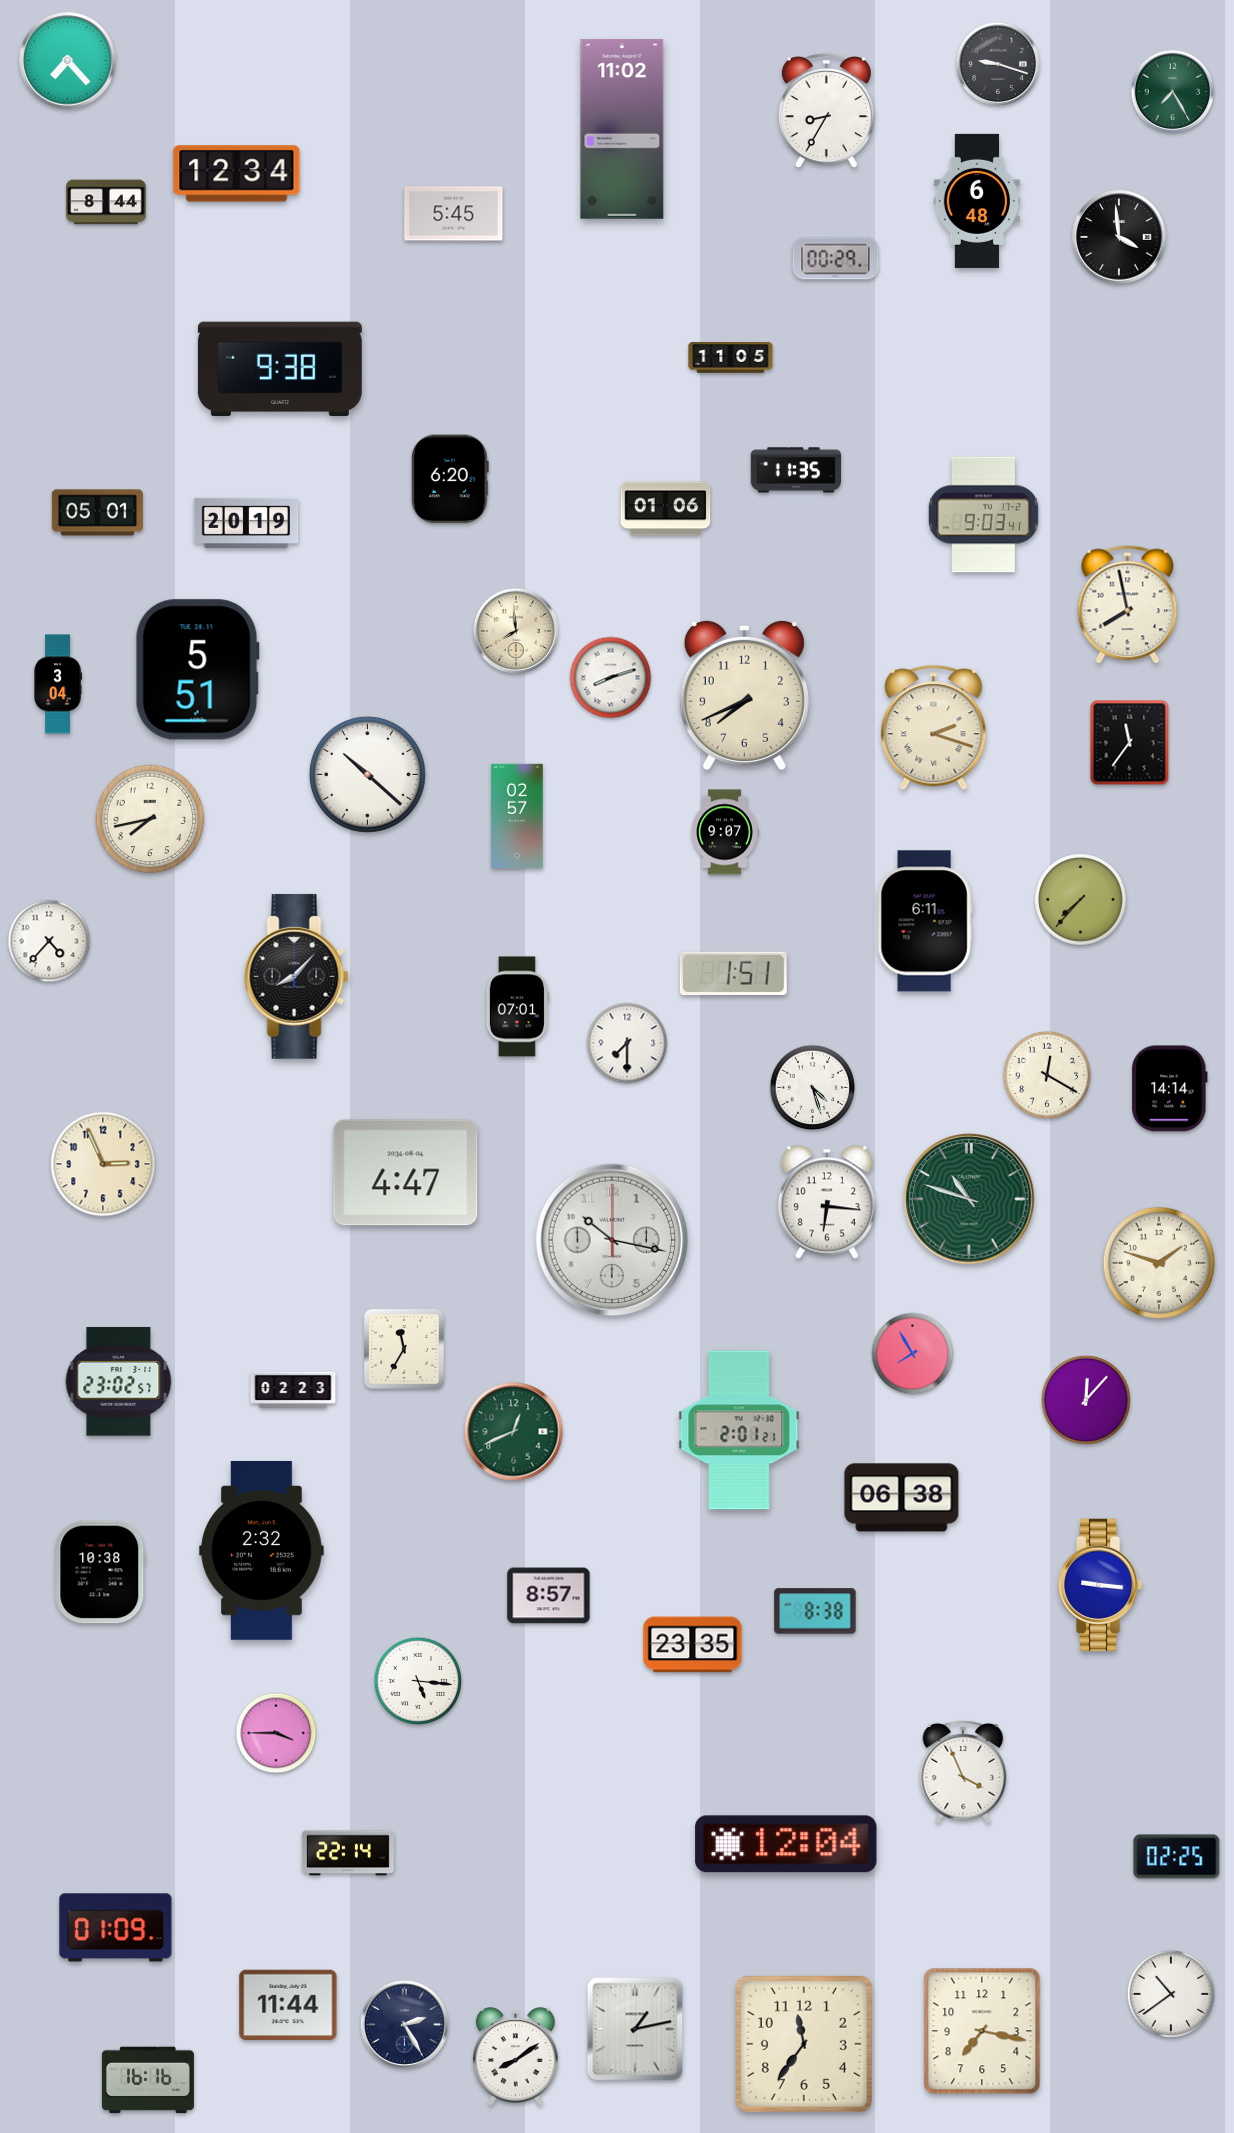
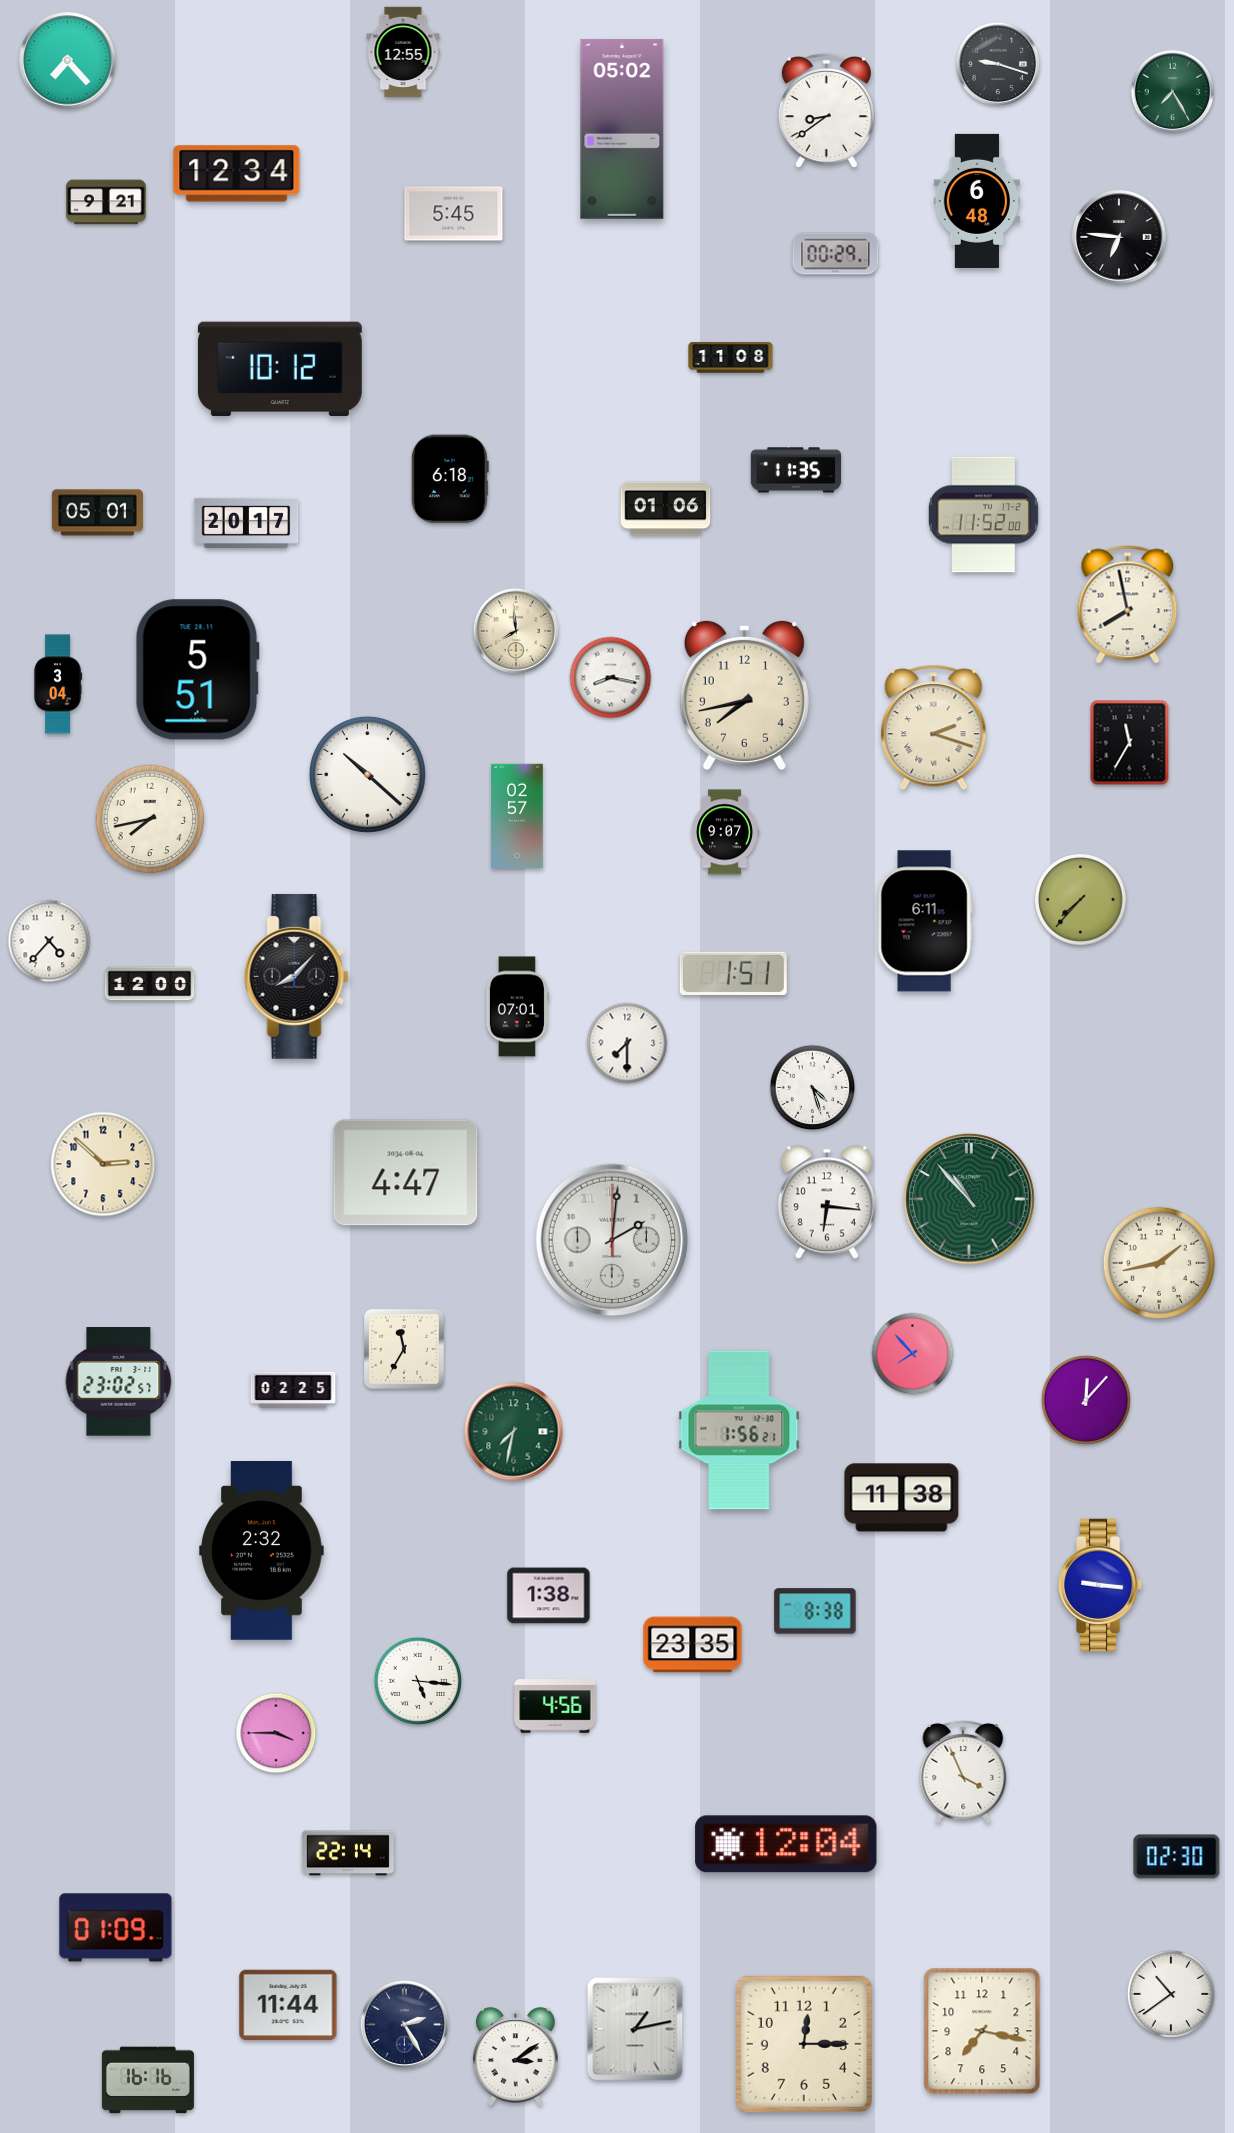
clock at (403, 52): none -> 12:55
clock at (826, 112): 8:35 -> 8:39
clock at (622, 129): 11:02 -> 05:02
clock at (106, 202): 8:44 -> 9:21
clock at (1119, 237): 3:59 -> 6:46
clock at (836, 259) position: (836, 259) -> (836, 254)
clock at (731, 358): 11:05 -> 11:08
clock at (280, 368): 9:38 -> 10:12
clock at (450, 479): 6:20 -> 6:18
clock at (983, 515): 9:03 -> 11:52
clock at (246, 522): 20:19 -> 20:17
clock at (611, 678): 8:12 -> 8:17
clock at (744, 695): 7:41 -> 7:43
clock at (1130, 743): 11:36 -> 11:35
clock at (150, 984): none -> 12:00
clock at (1047, 1075): 12:20 -> none
clock at (1170, 1089): 14:14 -> none
clock at (103, 1164): 2:56 -> 2:52
clock at (969, 1199): 10:48 -> 10:53
clock at (612, 1240): 10:17 -> 2:01
clock at (1159, 1263): 1:48 -> 1:43
clock at (913, 1354): 7:55 -> 7:53
clock at (293, 1389): 02:23 -> 02:25
clock at (739, 1430): 2:01 -> 1:56
clock at (514, 1432): 12:41 -> 7:32
clock at (902, 1498): 06:38 -> 11:38
clock at (100, 1572): 10:38 -> none
clock at (549, 1596): 8:57 -> 1:38
clock at (555, 1706): none -> 4:56
clock at (1177, 1857): 02:25 -> 02:30
clock at (804, 2044): 11:36 -> 12:15
clock at (516, 2057): 8:09 -> 3:09
